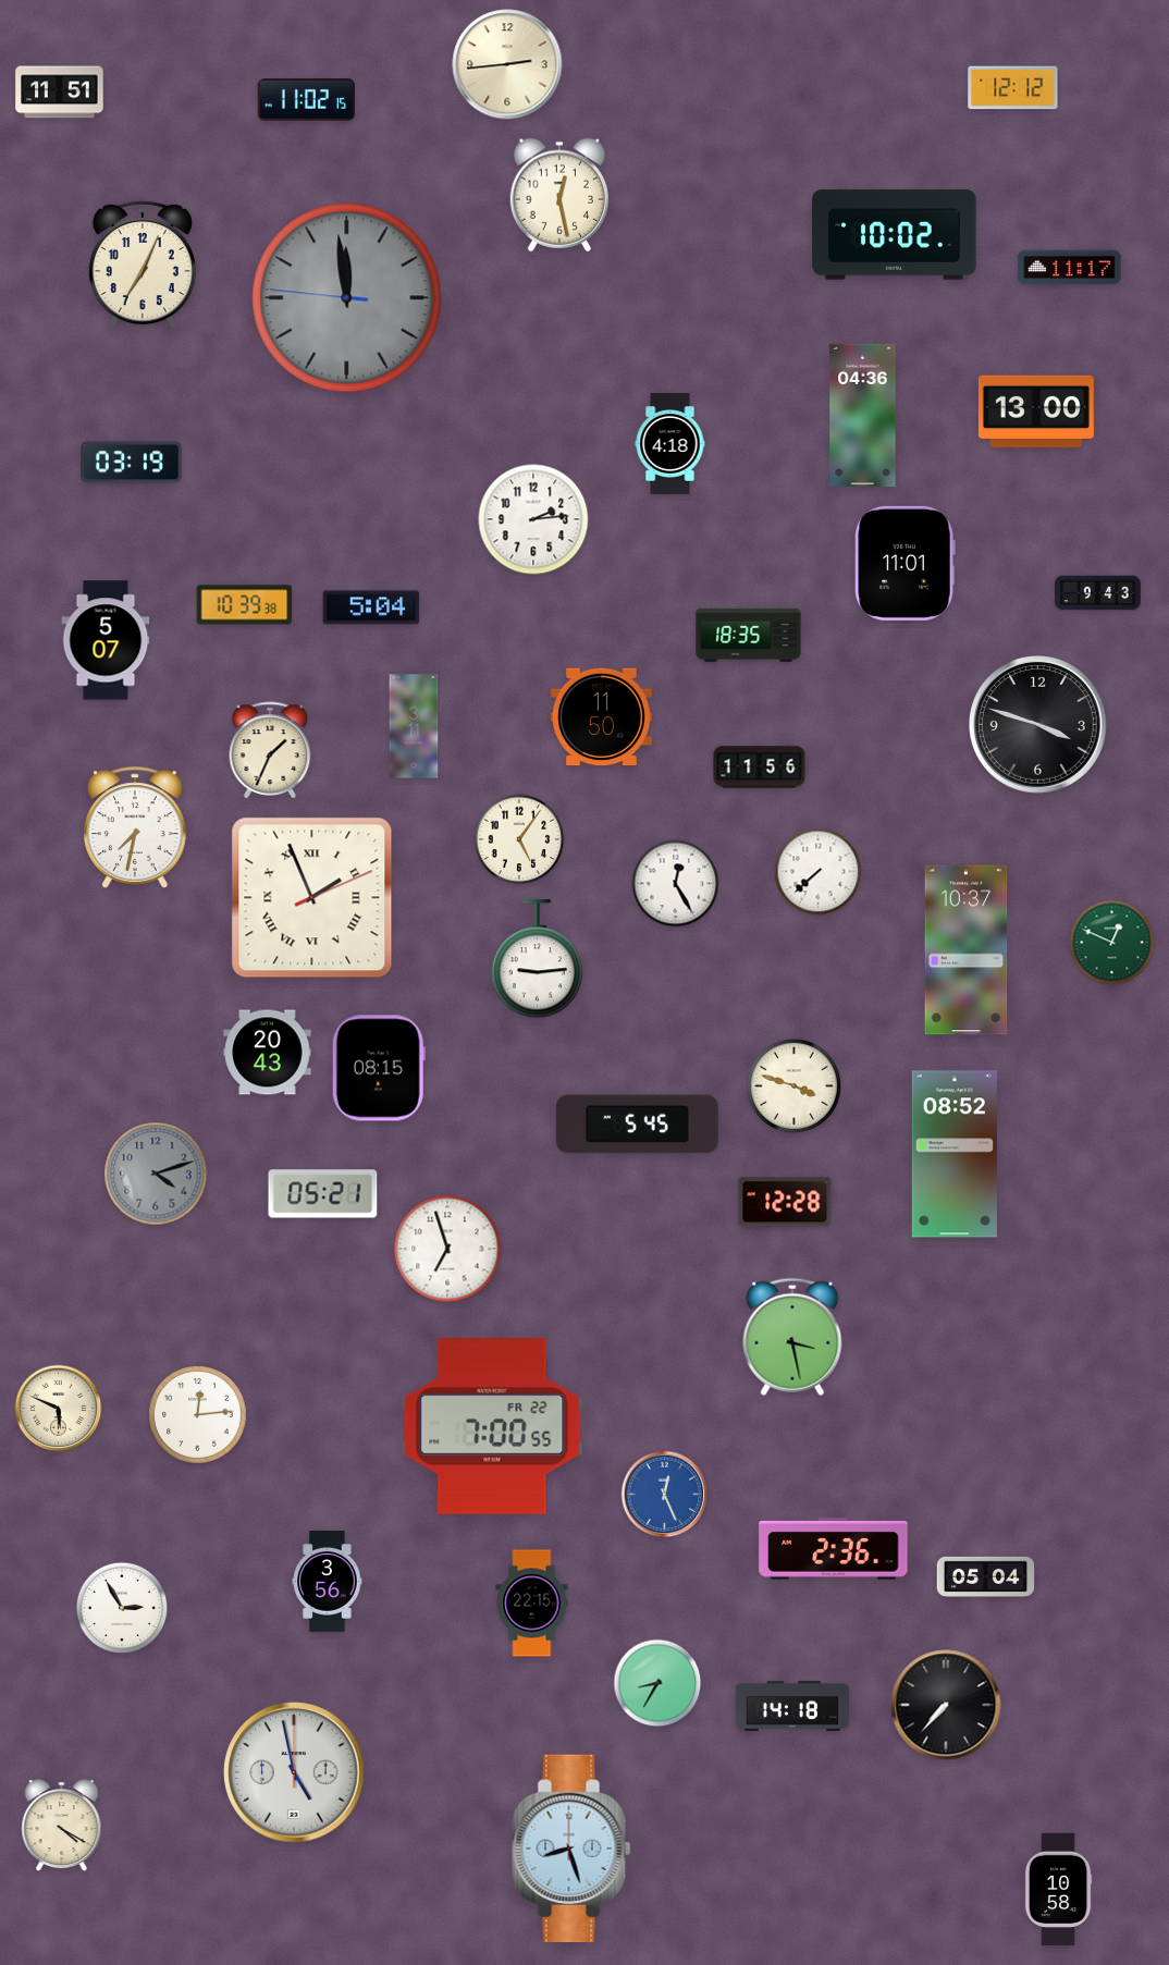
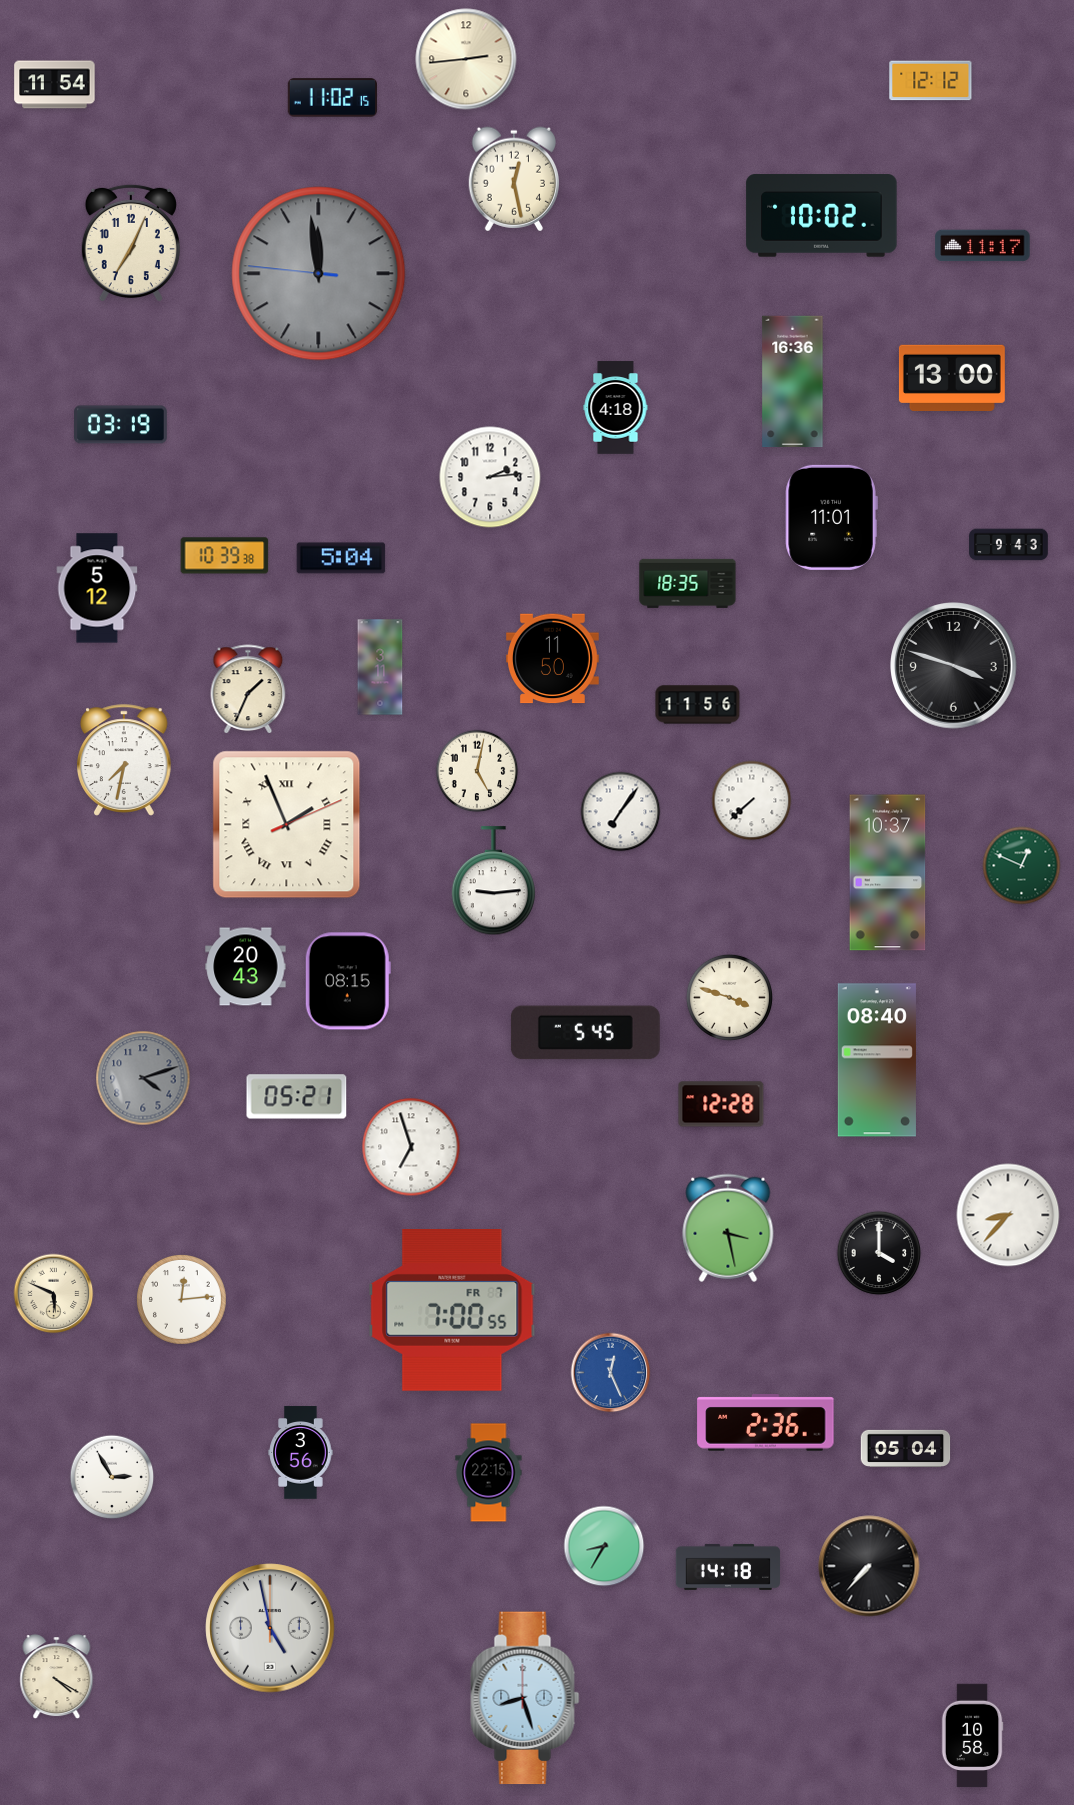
clock at (60, 93): 11:51 -> 11:54
clock at (307, 100) position: (307, 100) -> (333, 98)
clock at (863, 416): 04:36 -> 16:36
clock at (106, 640): 5:07 -> 5:12
clock at (519, 839): 5:06 -> 5:02
clock at (676, 884): 12:25 -> 7:06
clock at (955, 1154): 08:52 -> 08:40
clock at (1008, 1215): none -> 8:37
clock at (879, 1253): none -> 4:00
clock at (492, 1427) date: FR 22 -> FR 7
